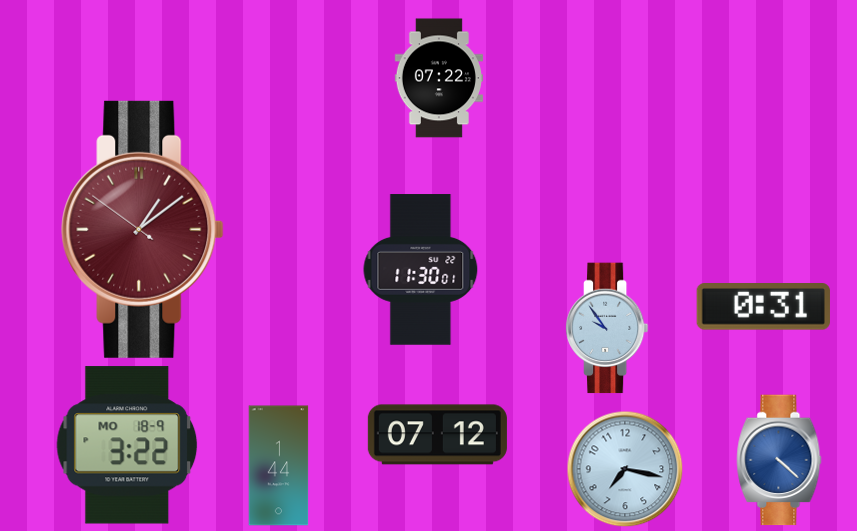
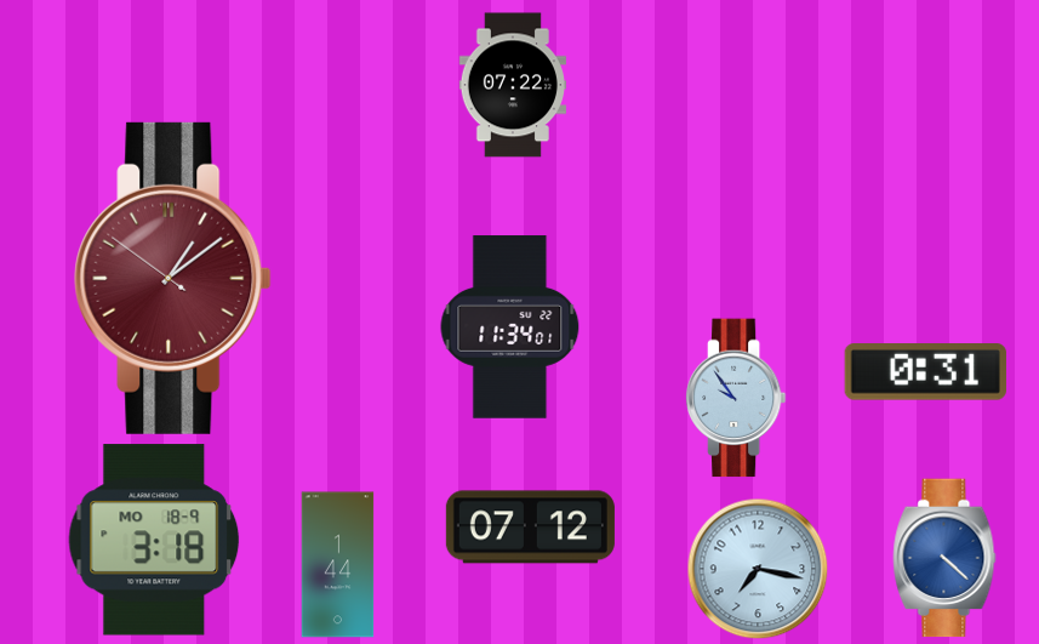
clock at (438, 78) position: (438, 78) -> (512, 85)
clock at (421, 270): 11:30 -> 11:34
clock at (127, 445): 3:22 -> 3:18
